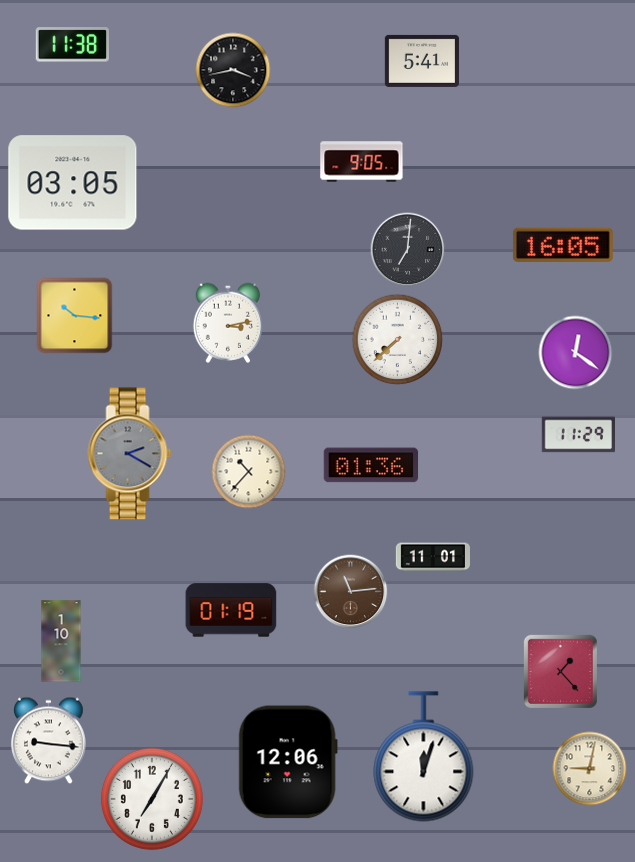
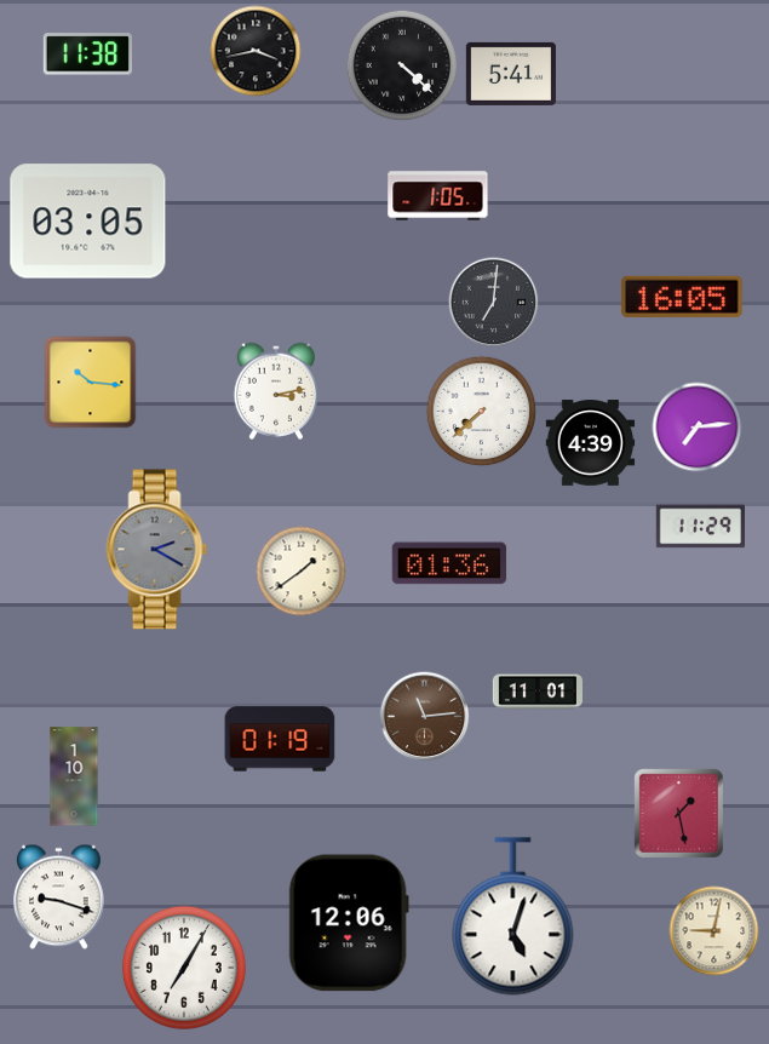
clock at (402, 65): none -> 4:22
clock at (233, 70) position: (233, 70) -> (256, 51)
clock at (362, 162): 9:05 -> 1:05
clock at (576, 353): 12:21 -> 7:14
clock at (591, 443): none -> 4:39
clock at (249, 472): 10:37 -> 1:39
clock at (432, 557) position: (432, 557) -> (536, 692)
clock at (560, 671): 1:23 -> 1:28
clock at (49, 741): 9:16 -> 9:18
clock at (424, 757): 12:03 -> 5:03
